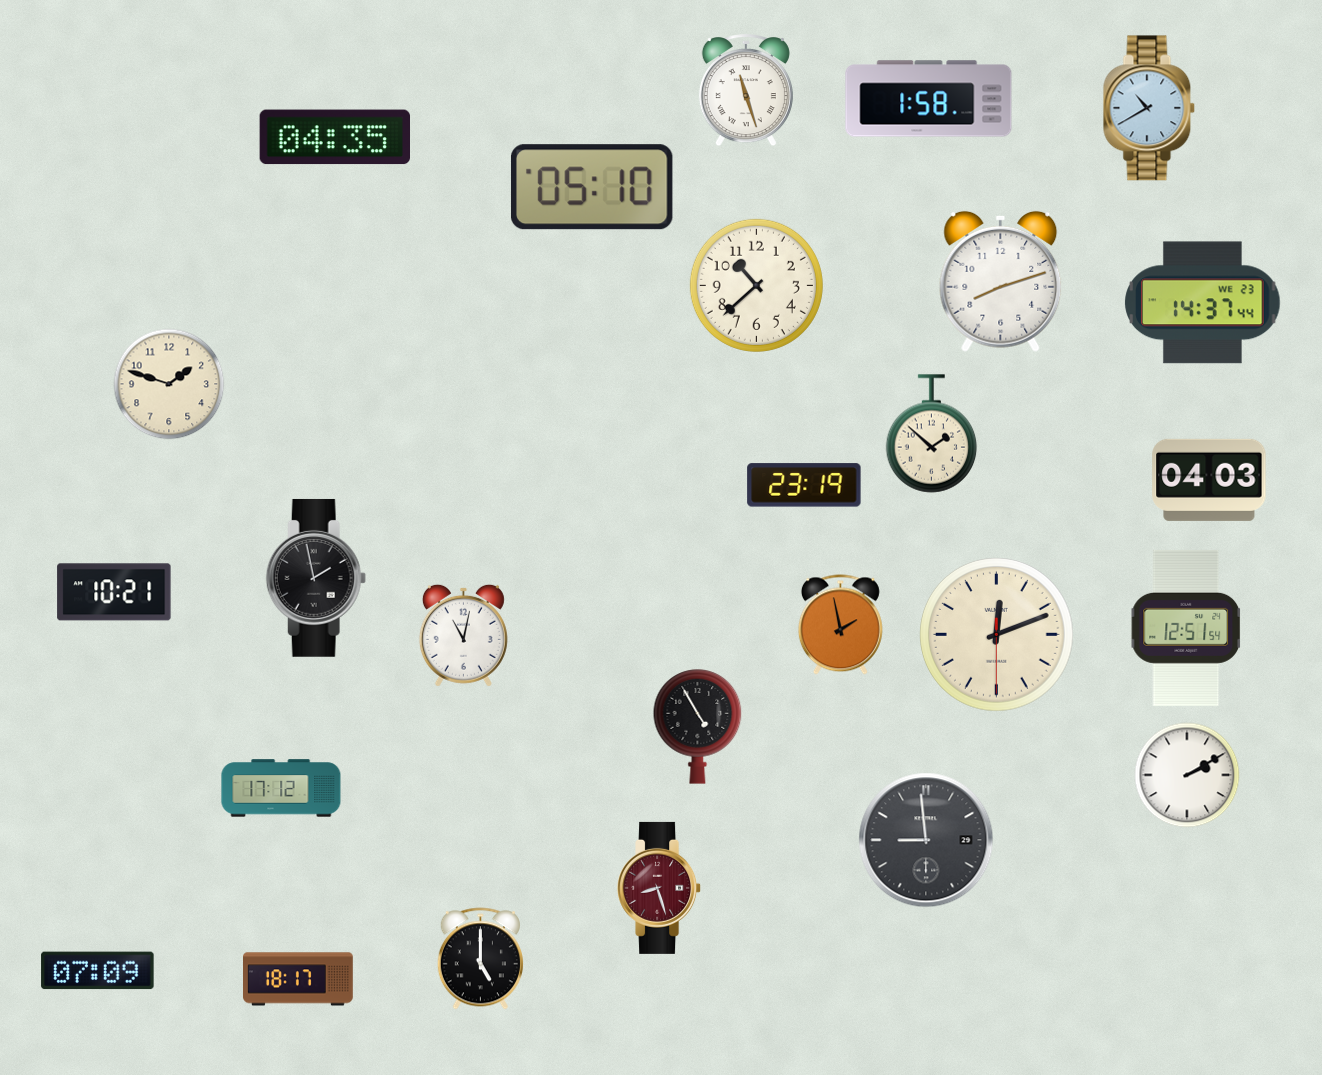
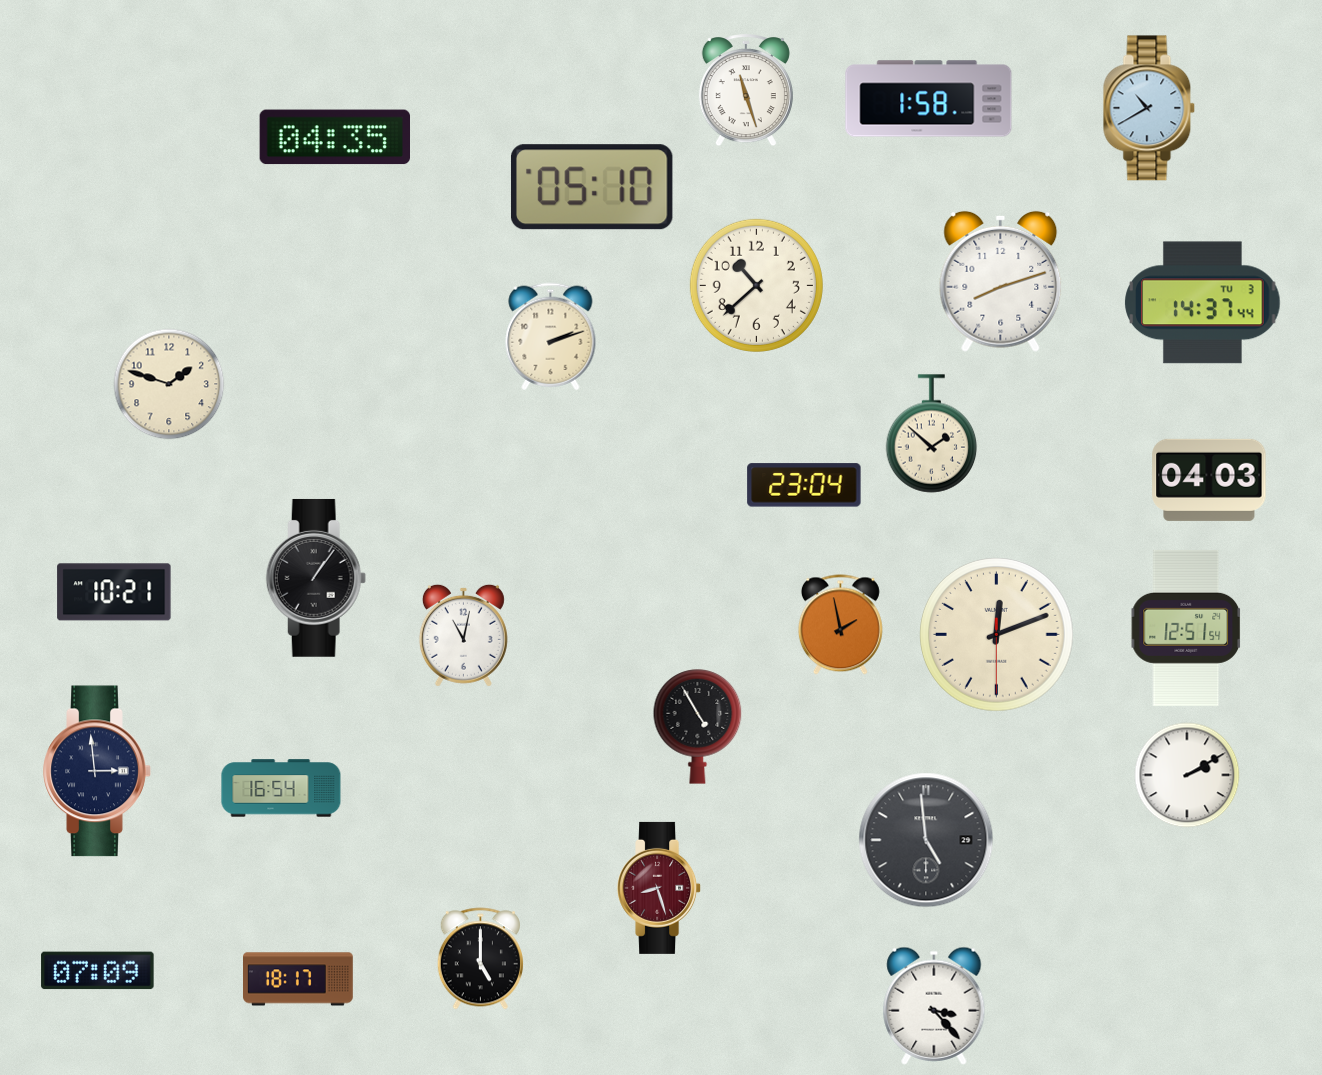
clock at (1203, 303) date: WE 23 -> TU 3
clock at (551, 337): none -> 2:12
clock at (804, 485): 23:19 -> 23:04
clock at (316, 578): 1:58 -> 1:06
clock at (97, 771): none -> 2:59
clock at (281, 788): 17:12 -> 16:54
clock at (926, 840): 8:59 -> 4:59
clock at (934, 1006): none -> 3:23
